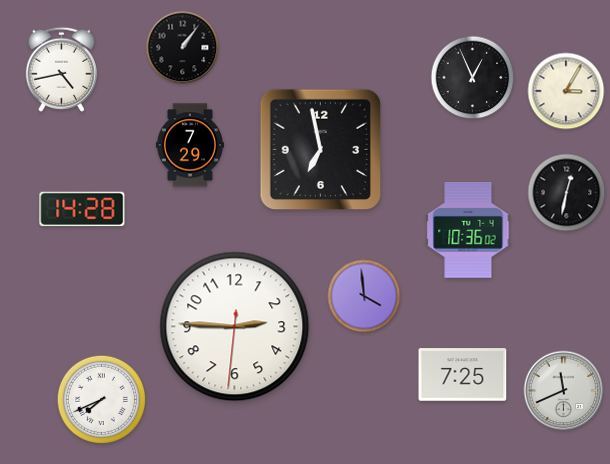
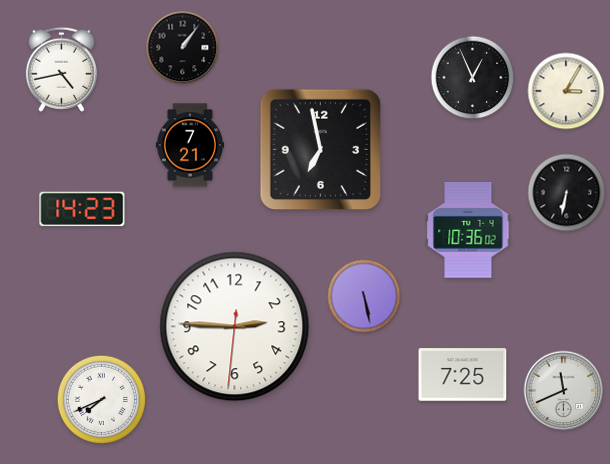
clock at (190, 145): 7:29 -> 7:21
clock at (567, 193): 12:32 -> 6:32
clock at (82, 209): 14:28 -> 14:23
clock at (364, 296): 3:59 -> 5:28
